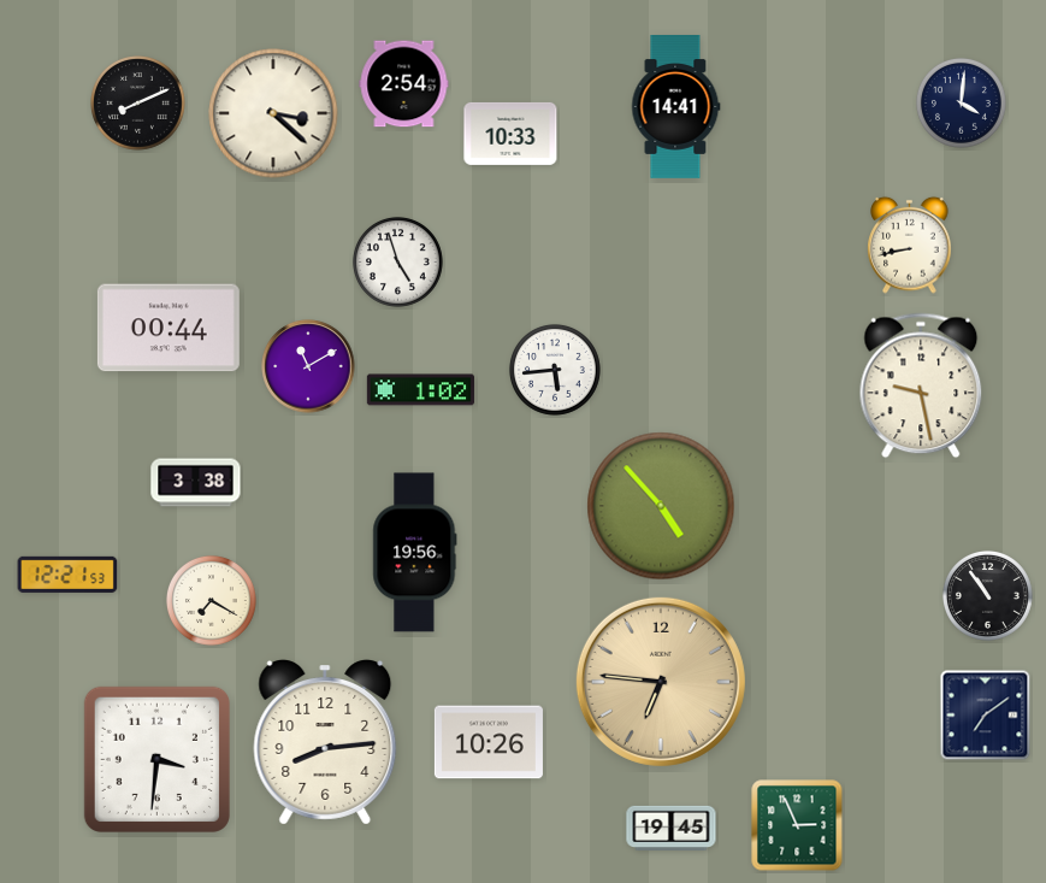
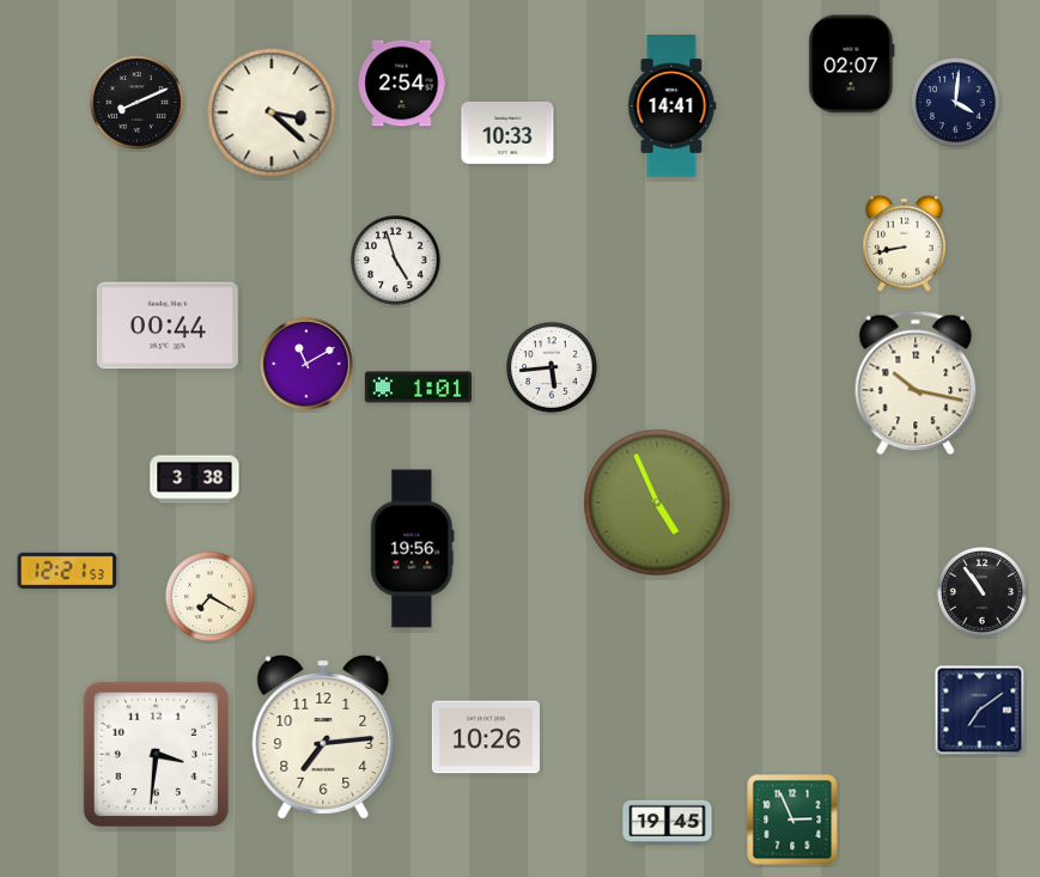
clock at (852, 65): none -> 02:07
clock at (921, 385): 9:28 -> 10:17
clock at (420, 390): 1:02 -> 1:01
clock at (661, 506): 4:53 -> 4:56
clock at (661, 682): 6:46 -> none
clock at (325, 742): 8:14 -> 7:14
